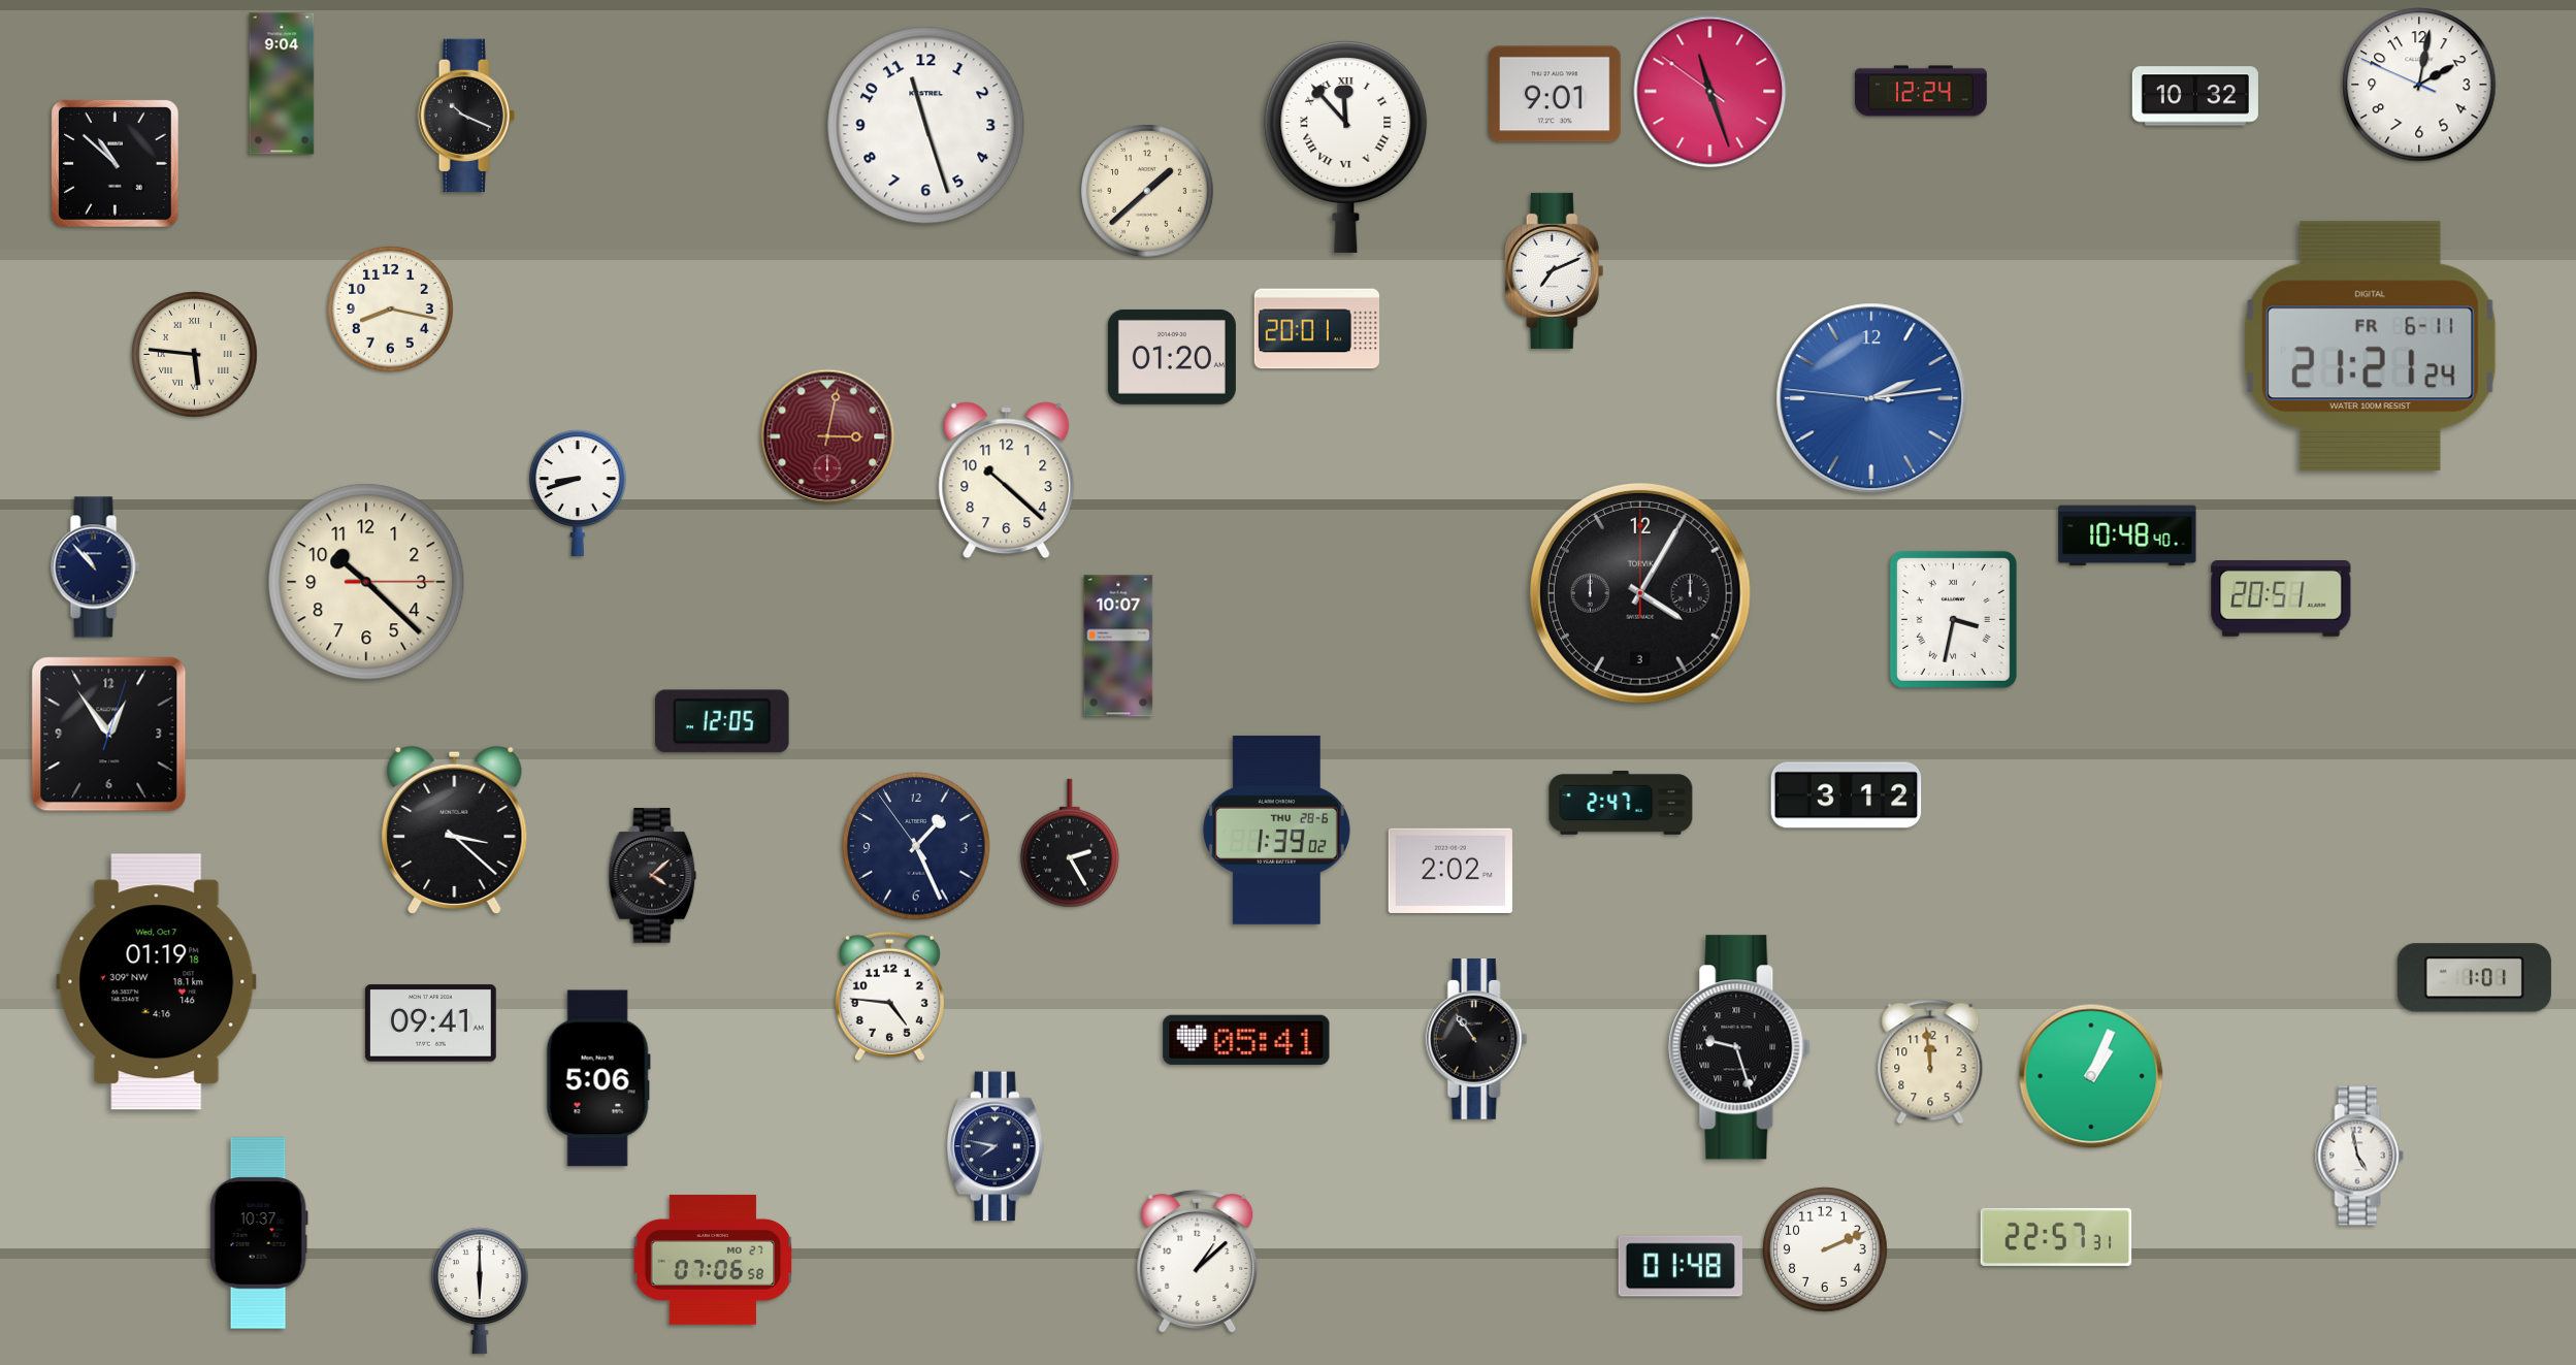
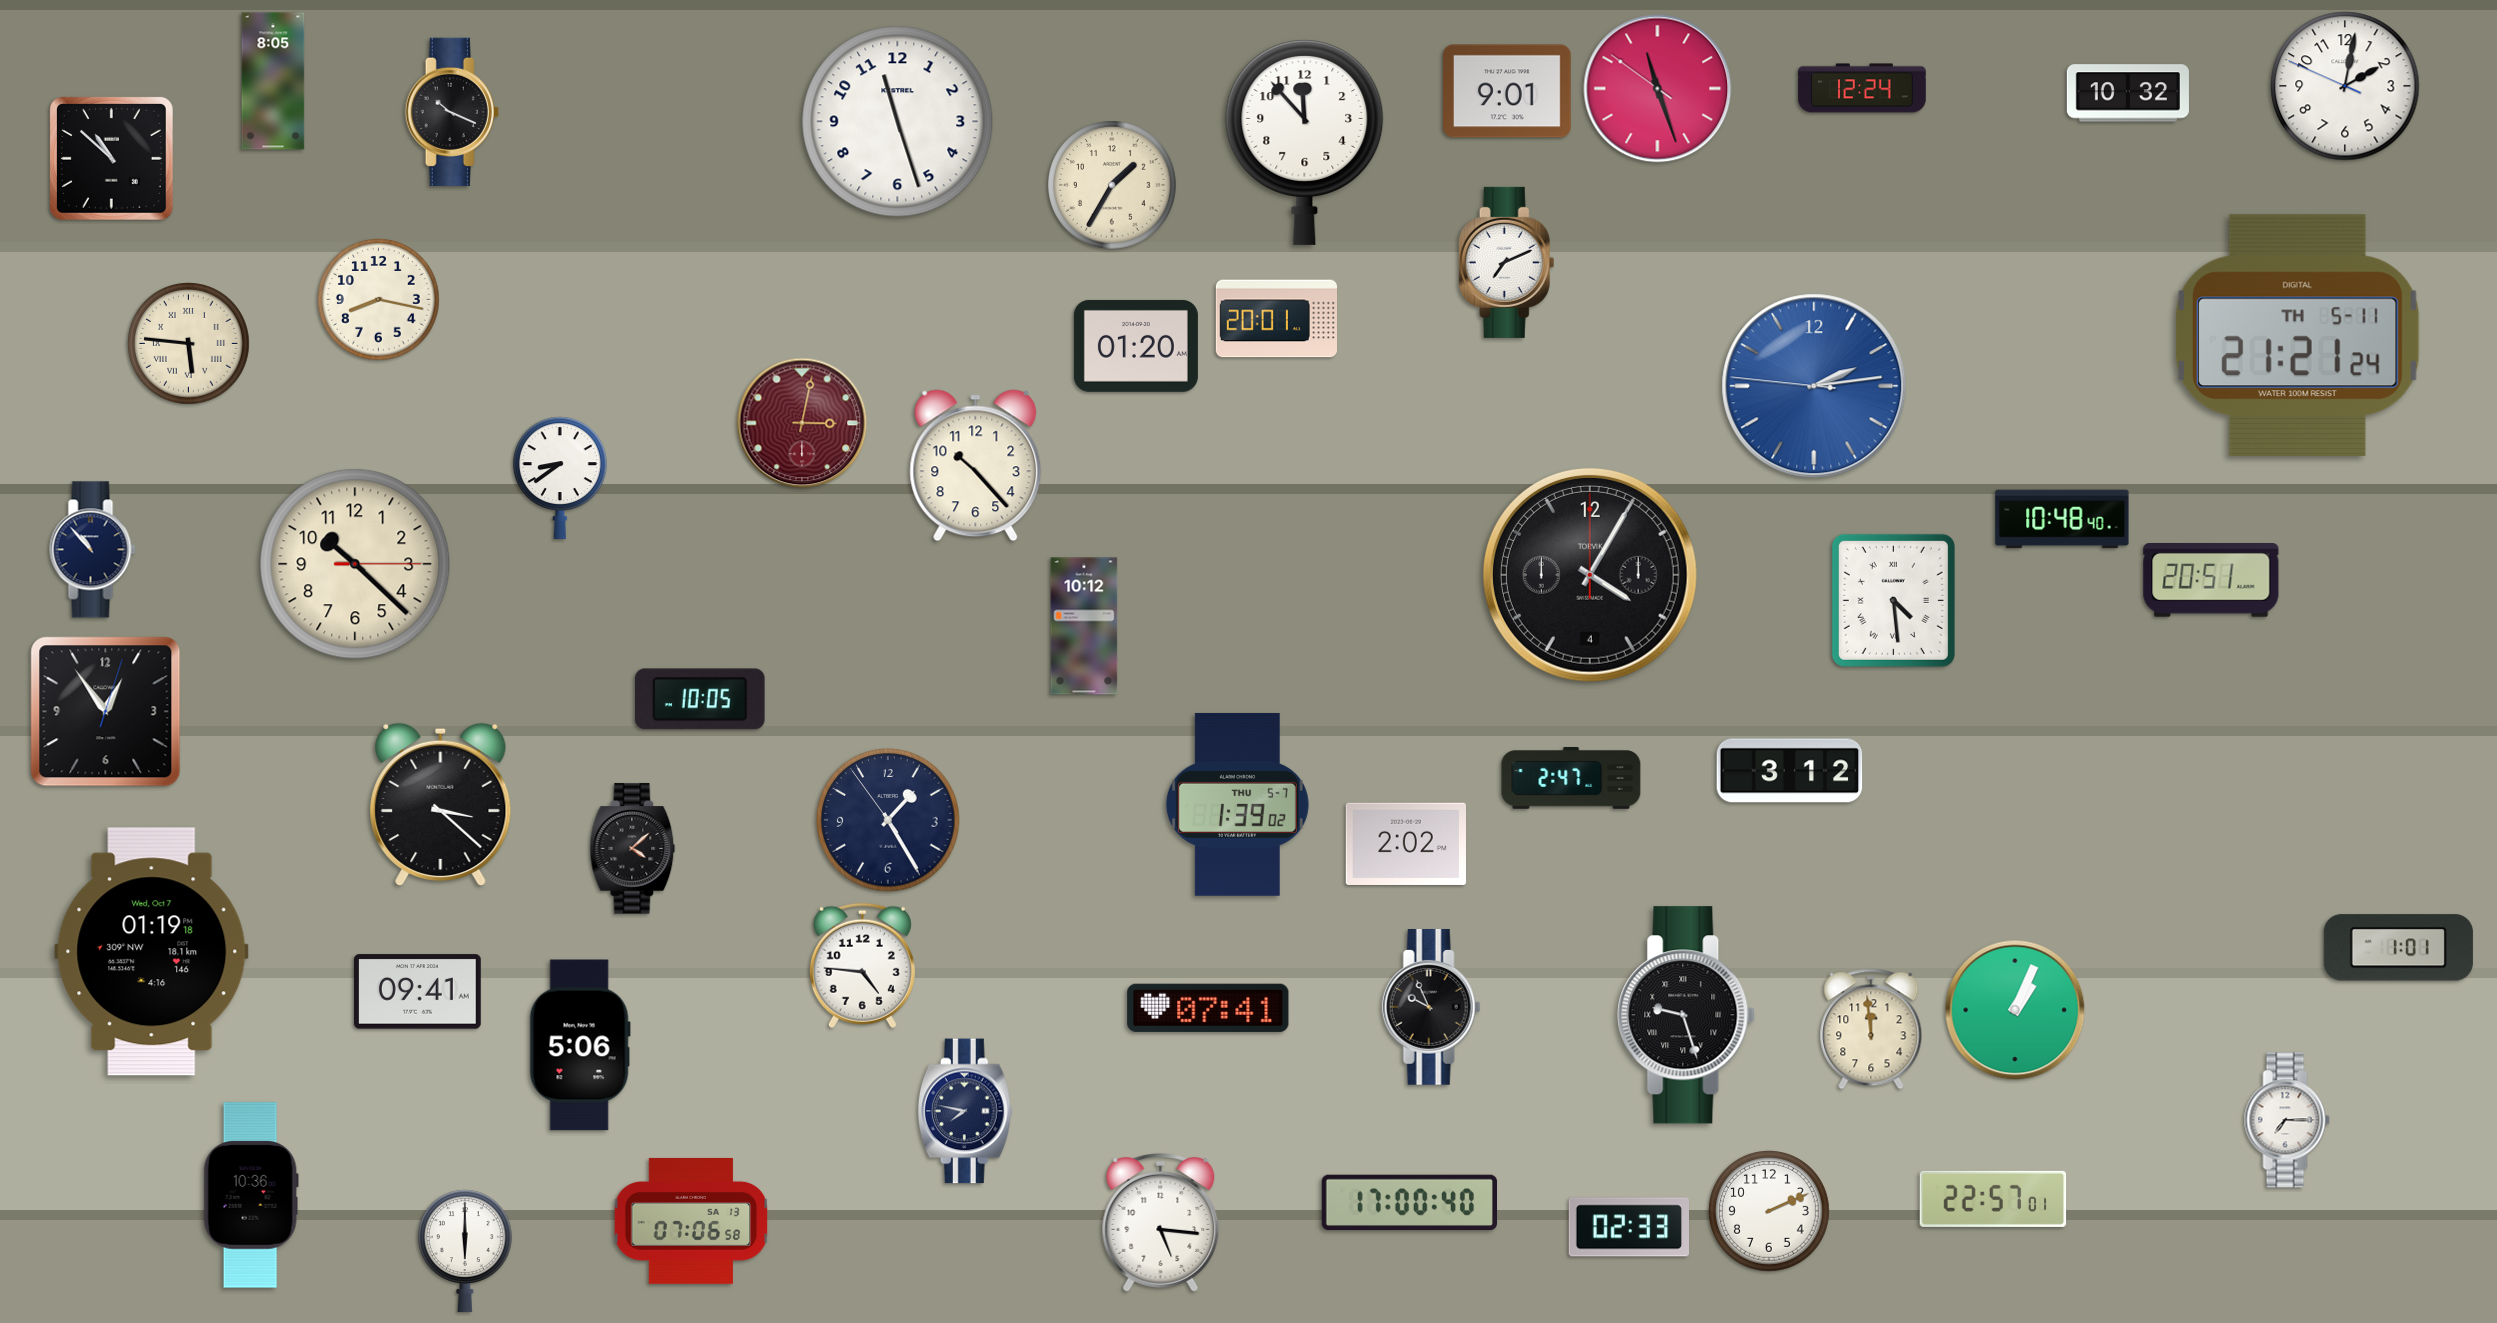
clock at (282, 84): 9:04 -> 8:05
clock at (2419, 85) position: (2419, 85) -> (2345, 86)
clock at (1346, 147) numerals: Roman -> Arabic
clock at (1147, 191): 1:38 -> 1:35
clock at (2370, 346) date: FR 6-11 -> TH 5-11
clock at (1007, 481): 10:22 -> 10:23
clock at (578, 493): 8:42 -> 8:39
clock at (1640, 593) date: 3 -> 4
clock at (1953, 619): 3:32 -> 4:29
clock at (1118, 646): 10:07 -> 10:12
clock at (723, 721): 12:05 -> 10:05
clock at (1276, 830) date: THU 28-6 -> THU 5-7
clock at (1070, 843): 2:25 -> none
clock at (916, 846): 1:25 -> 1:24
clock at (1246, 1040): 05:41 -> 07:41
clock at (1476, 1040): 10:54 -> 9:56
clock at (2091, 1076) position: (2091, 1076) -> (2015, 1010)
clock at (2359, 1156): 4:58 -> 7:15
clock at (259, 1233): 10:37 -> 10:36
clock at (2056, 1237): 22:57:31 -> 22:57:01
clock at (1409, 1203): none -> 17:00
clock at (713, 1260) date: MO 27 -> SA 13
clock at (1198, 1262): 1:08 -> 5:16
clock at (1680, 1266): 01:48 -> 02:33
